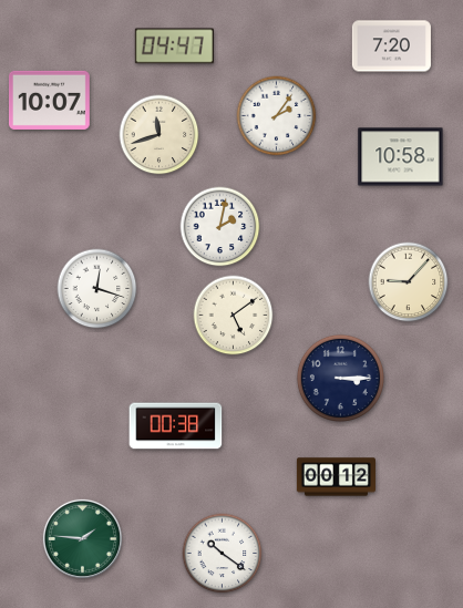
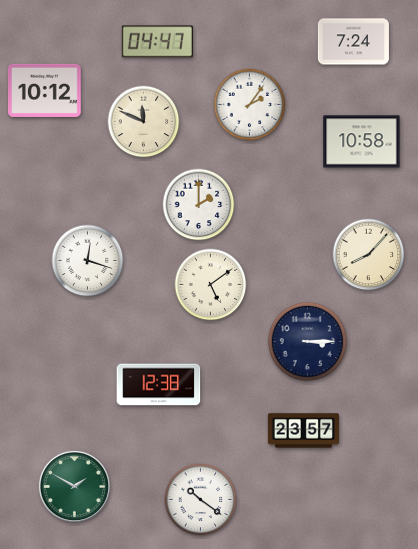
clock at (391, 47): 7:20 -> 7:24
clock at (50, 100): 10:07 -> 10:12
clock at (160, 135): 11:42 -> 11:49
clock at (220, 227): 2:02 -> 2:00
clock at (409, 282): 9:07 -> 8:07
clock at (176, 426): 00:38 -> 12:38
clock at (336, 477): 00:12 -> 23:57
clock at (82, 538): 1:46 -> 1:50
